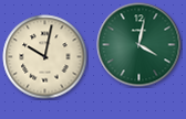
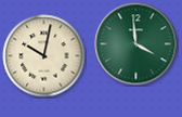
clock at (139, 45): 4:02 -> 3:59
